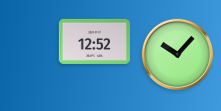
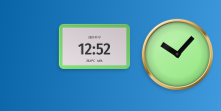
clock at (94, 41) position: (94, 41) -> (94, 46)
